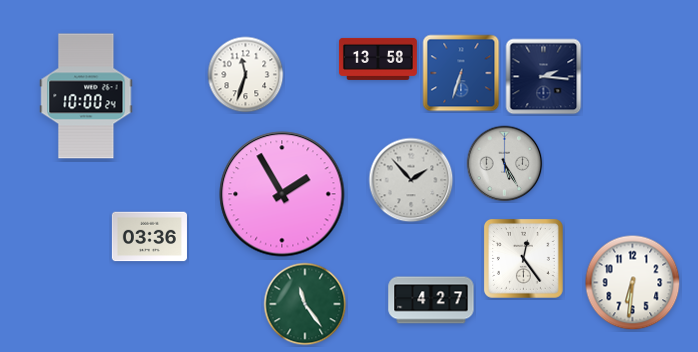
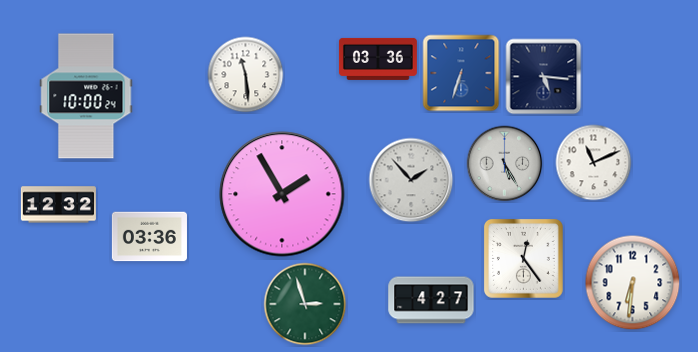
clock at (378, 59): 13:58 -> 03:36
clock at (246, 75): 11:33 -> 11:29
clock at (544, 77): 2:16 -> 5:16
clock at (594, 163): none -> 11:11
clock at (58, 205): none -> 12:32
clock at (305, 304): 11:24 -> 2:57
